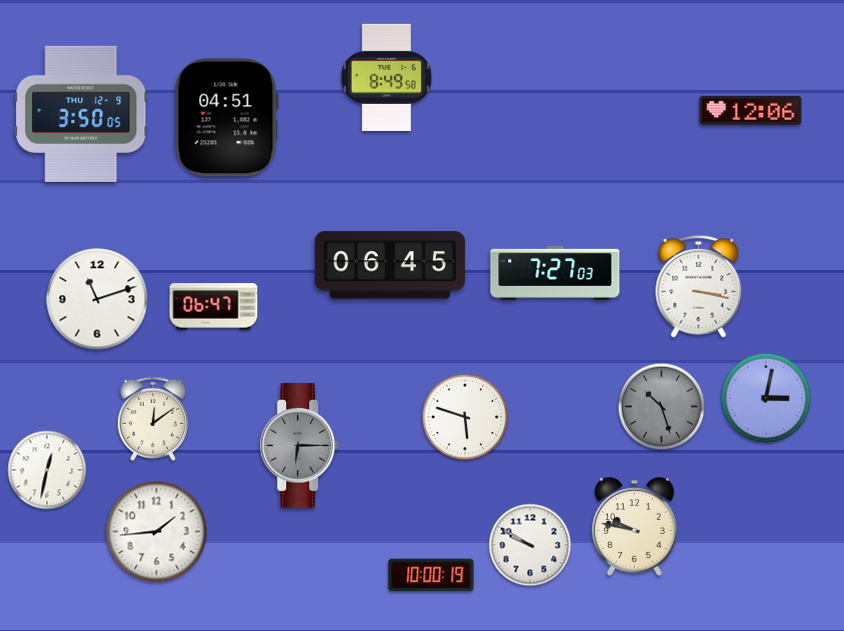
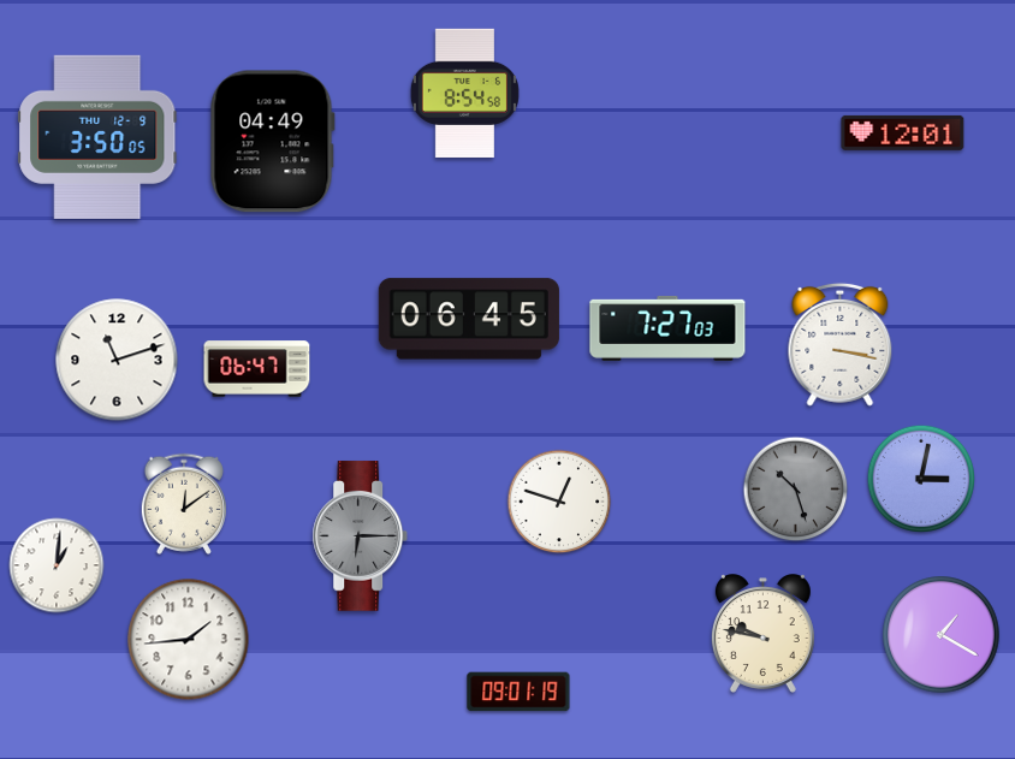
clock at (386, 77): 8:49 -> 8:54
clock at (751, 110): 12:06 -> 12:01
clock at (226, 118): 04:51 -> 04:49
clock at (465, 417): 5:48 -> 12:48
clock at (47, 470): 12:32 -> 1:01
clock at (942, 635): none -> 1:20
clock at (530, 545): 9:50 -> none
clock at (431, 575): 10:00 -> 09:01
